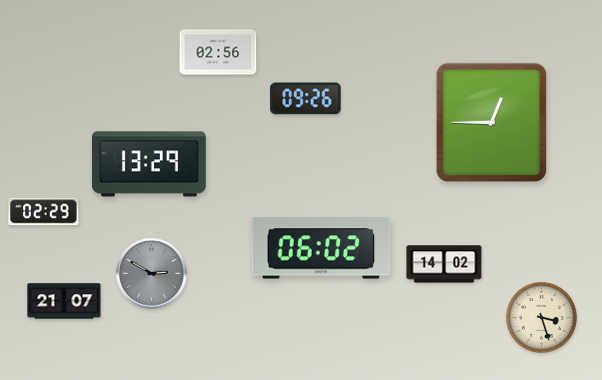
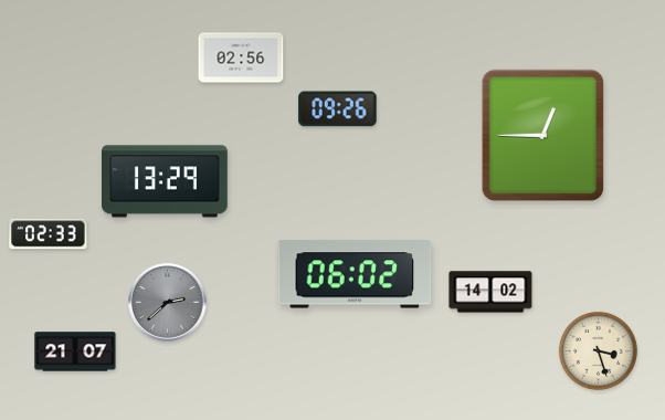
clock at (44, 212): 02:29 -> 02:33
clock at (152, 274): 2:50 -> 2:38
clock at (64, 301) position: (64, 301) -> (75, 351)
